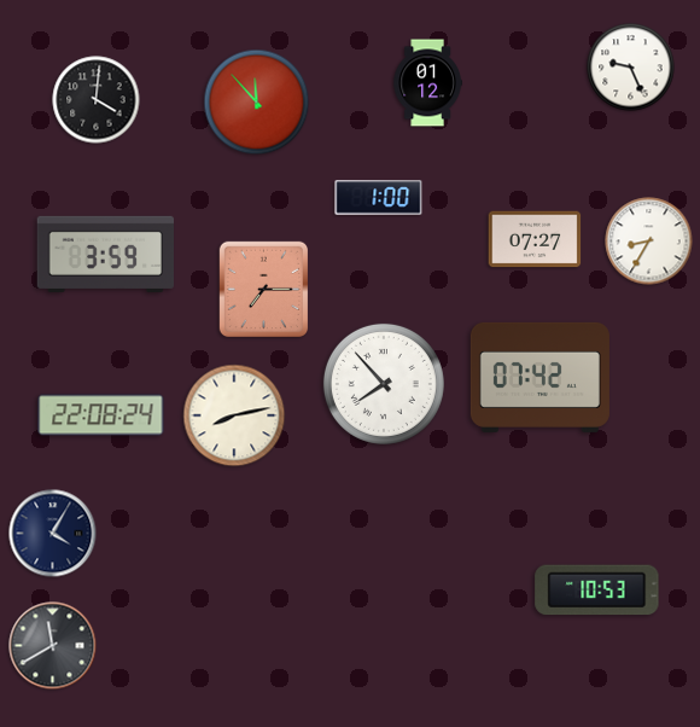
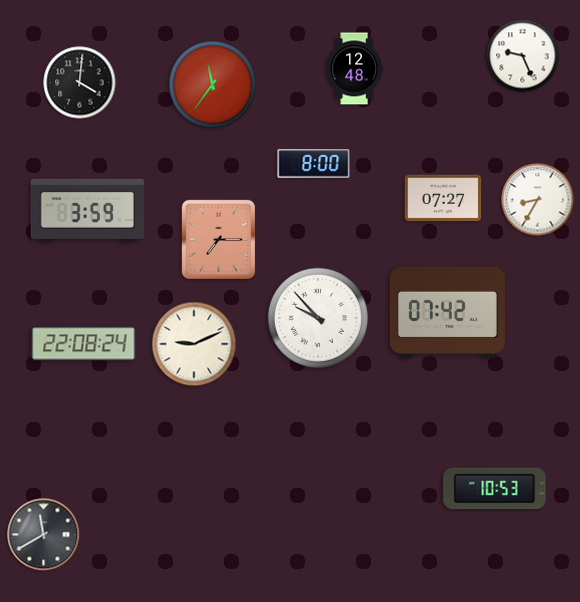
clock at (427, 83): 01:12 -> 12:48
clock at (257, 103): 11:53 -> 11:36
clock at (379, 198): 1:00 -> 8:00
clock at (384, 384): 7:53 -> 9:53
clock at (234, 415): 8:13 -> 9:11
clock at (53, 534): 4:05 -> none
